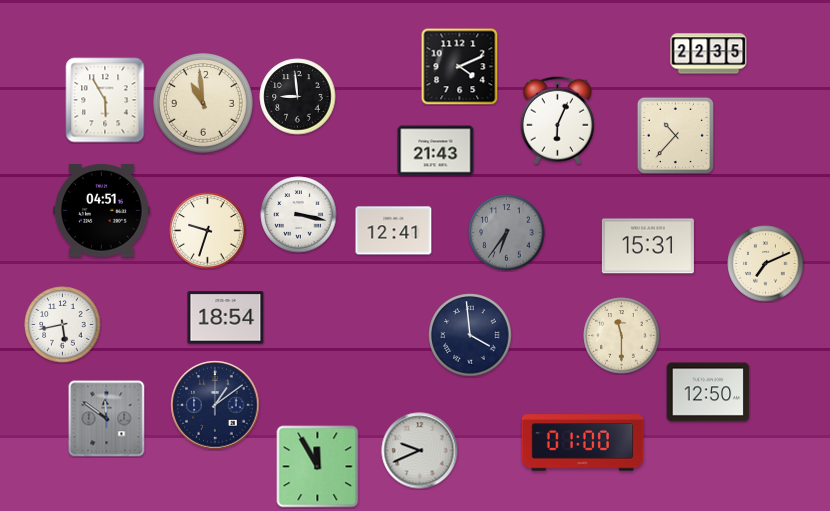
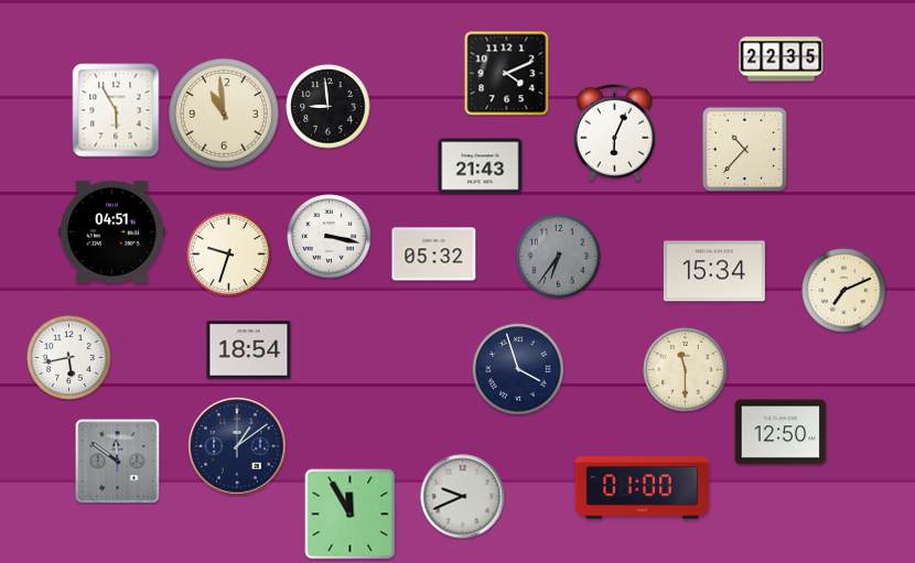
clock at (394, 231): 12:41 -> 05:32
clock at (648, 246): 15:31 -> 15:34
clock at (470, 335): 3:59 -> 3:57
